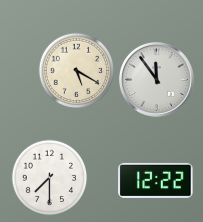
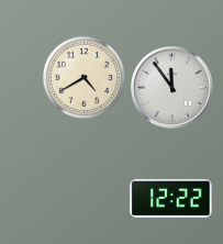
clock at (77, 71): 5:20 -> 4:40
clock at (50, 178): 7:30 -> none
